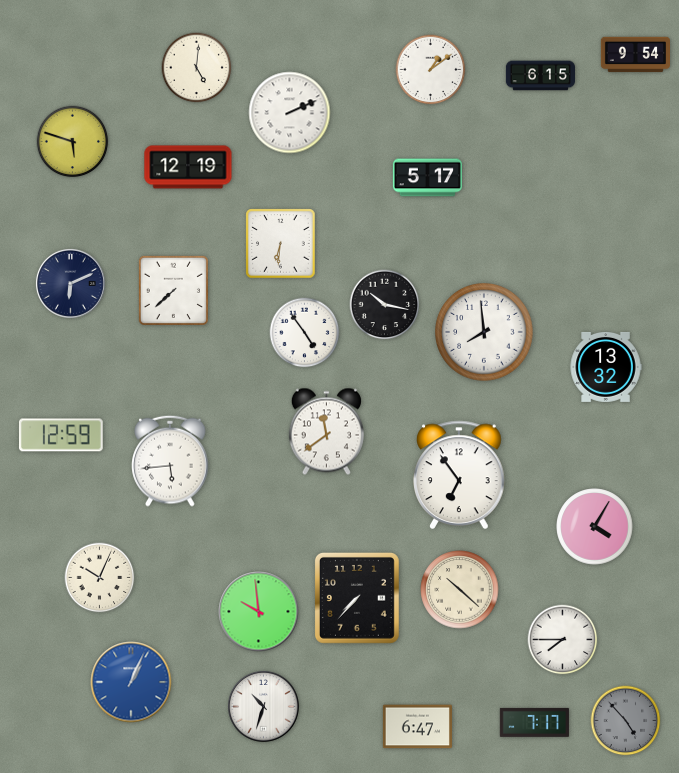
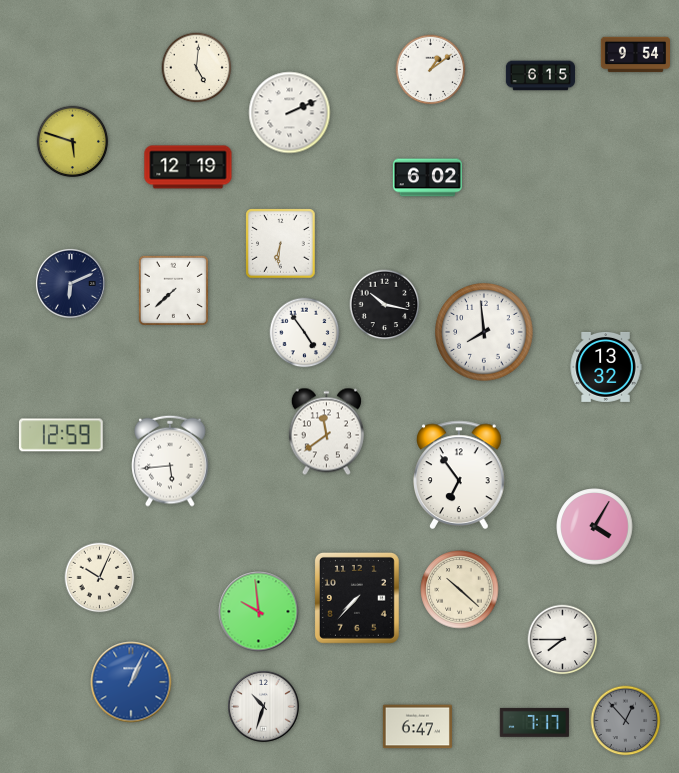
clock at (427, 178): 5:17 -> 6:02
clock at (626, 721): 4:53 -> 12:53
